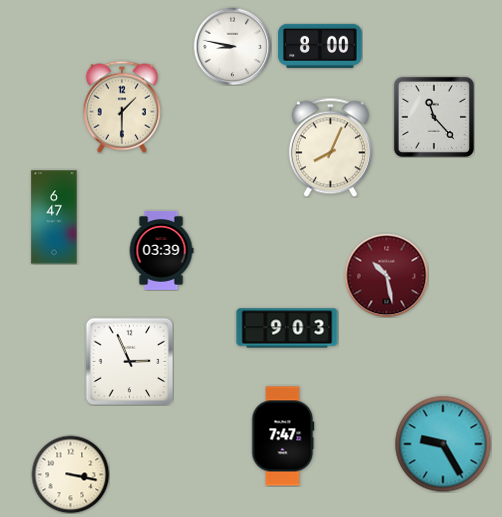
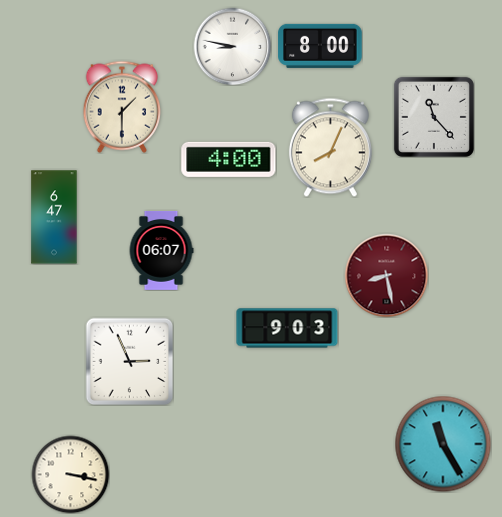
clock at (229, 159): none -> 4:00
clock at (161, 251): 03:39 -> 06:07
clock at (386, 275): 10:28 -> 8:28
clock at (283, 436): 7:47 -> none
clock at (443, 444): 9:25 -> 11:25
